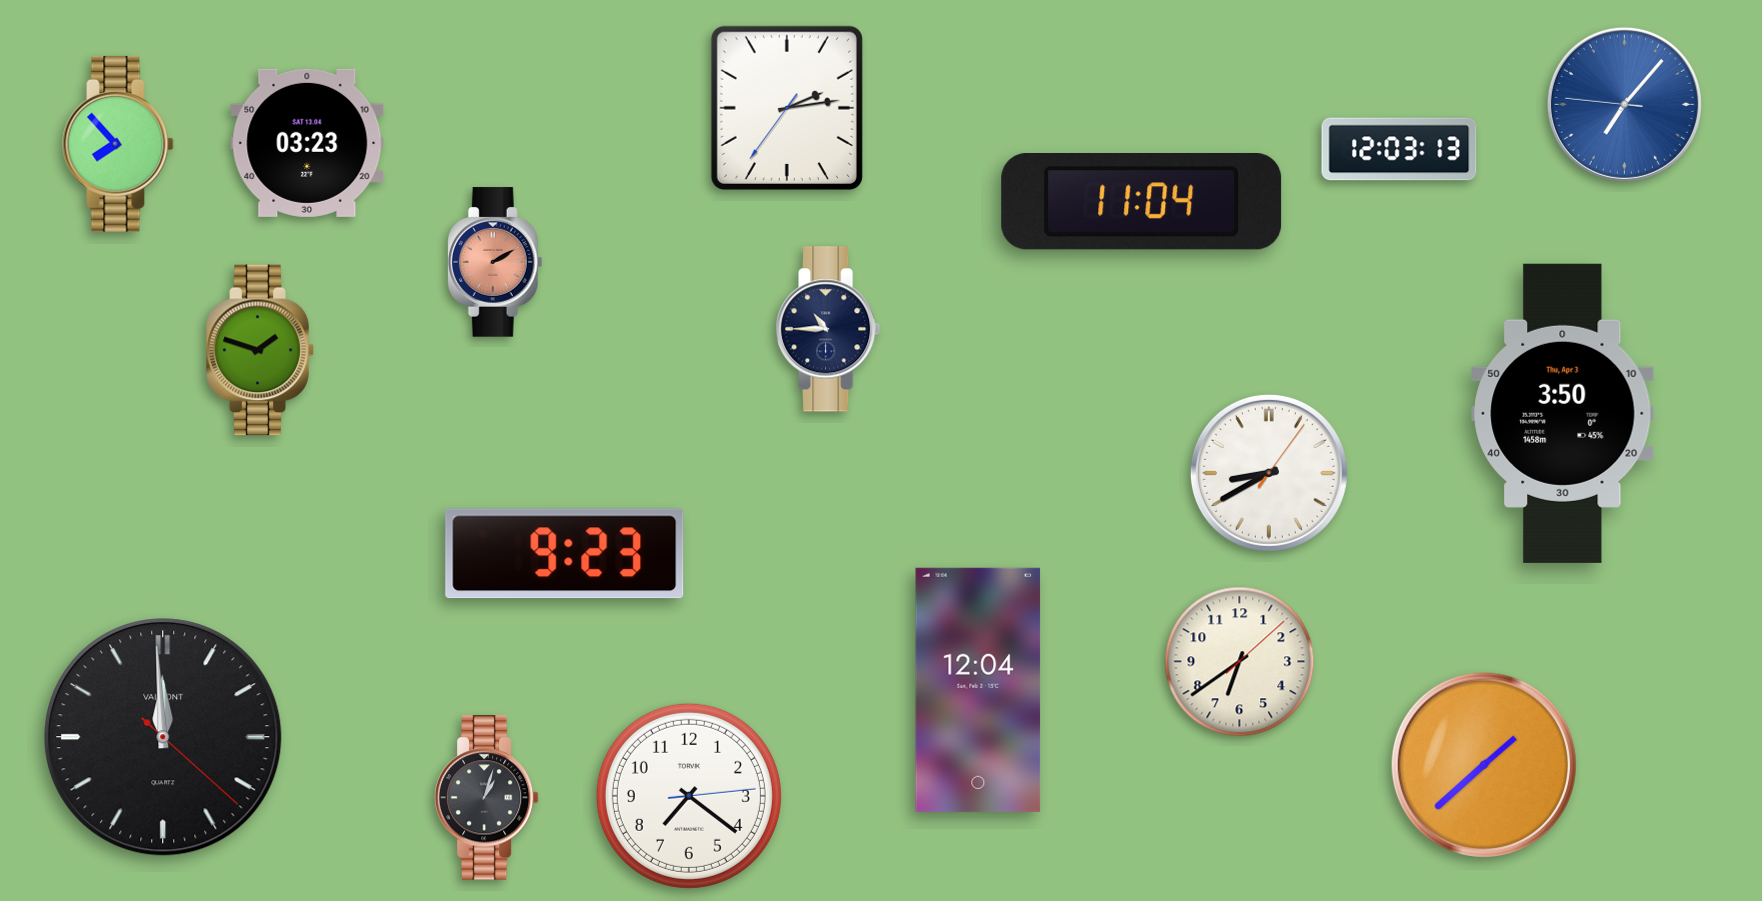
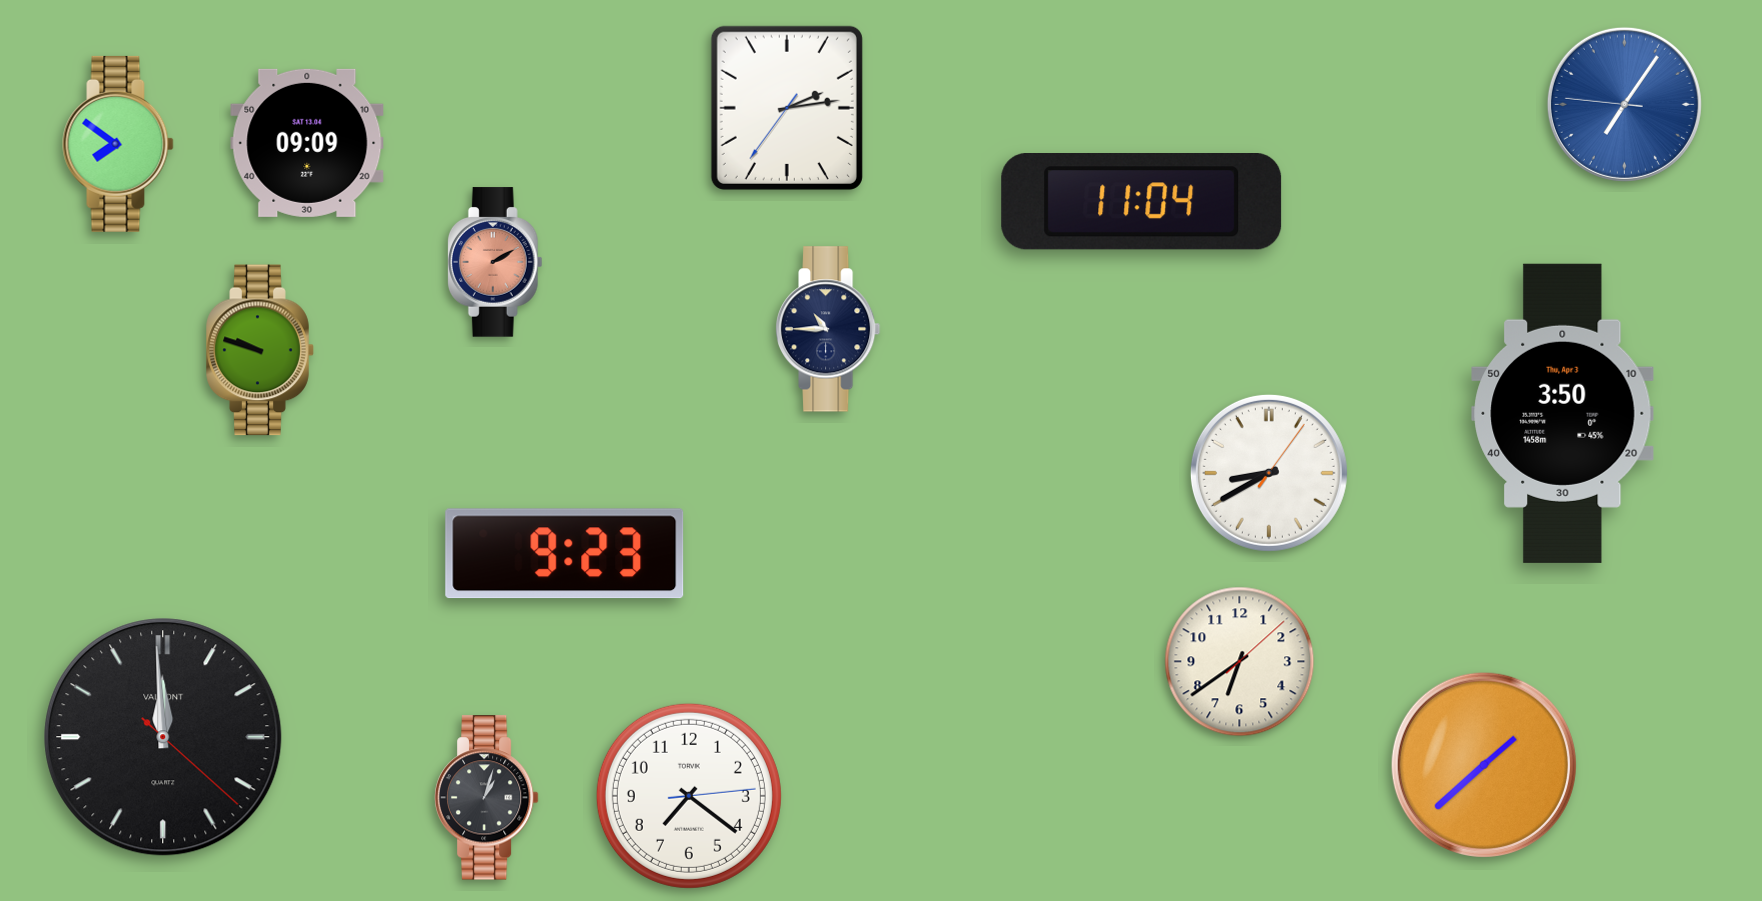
clock at (1624, 104): 7:06 -> 7:05
clock at (307, 143): 03:23 -> 09:09
clock at (118, 144): 7:53 -> 7:51
clock at (1399, 149): 12:03 -> none
clock at (260, 350): 1:48 -> 9:48
clock at (978, 690): 12:04 -> none
